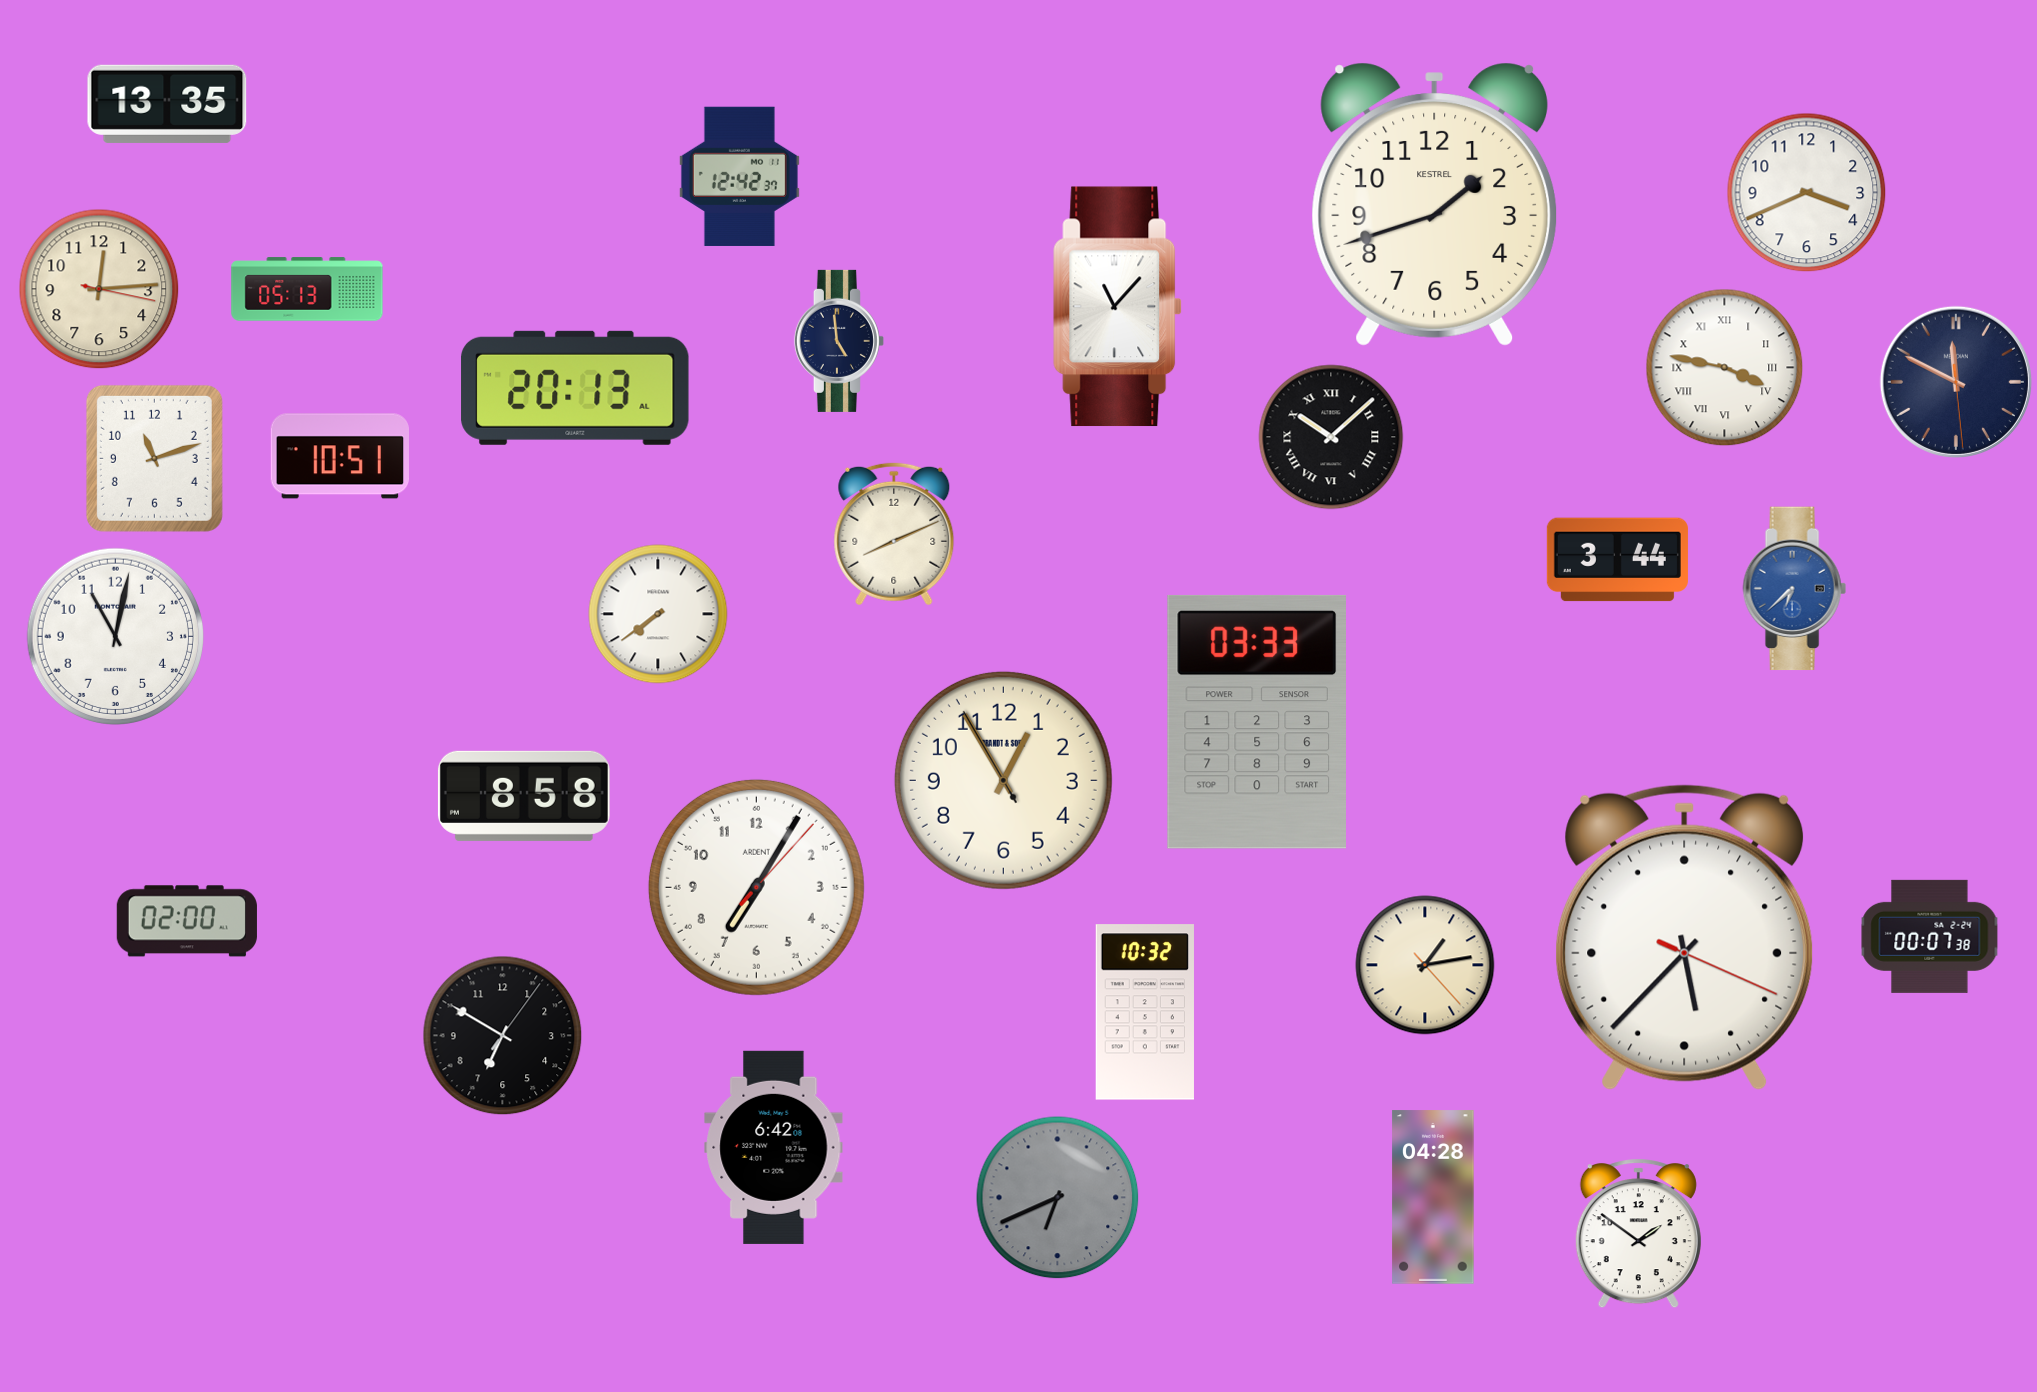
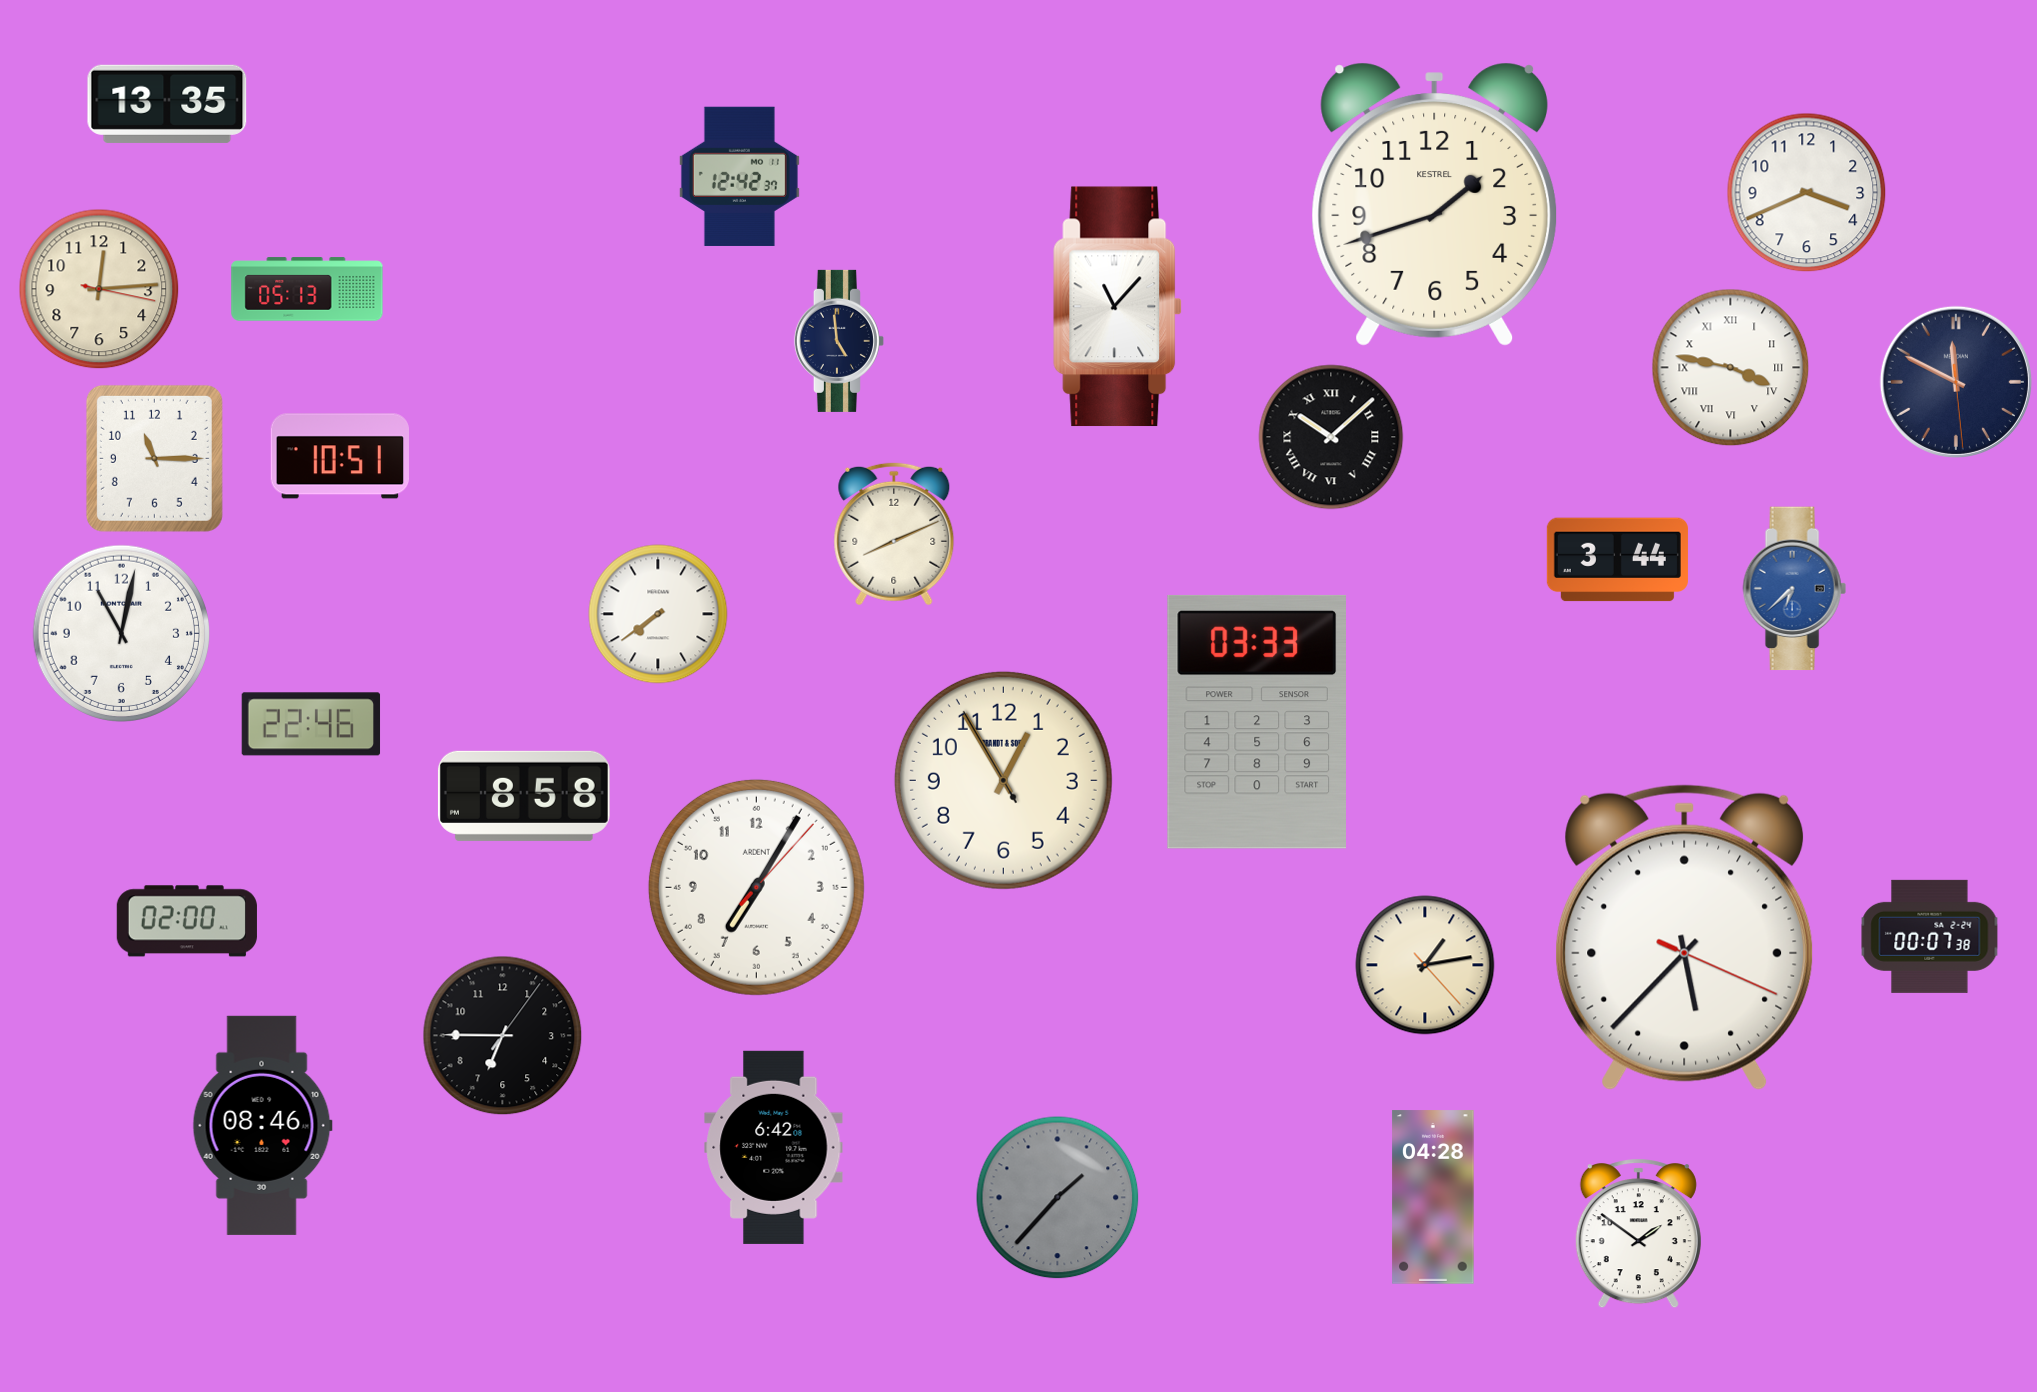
clock at (1725, 368) position: (1725, 368) -> (1731, 368)
clock at (575, 388): 20:13 -> none
clock at (154, 458): 11:12 -> 11:15
clock at (115, 636) position: (115, 636) -> (121, 633)
clock at (311, 724): none -> 22:46
clock at (1145, 1012): 10:32 -> none
clock at (503, 1036): 6:50 -> 6:45
clock at (262, 1125): none -> 08:46
clock at (1058, 1198): 6:41 -> 1:37
